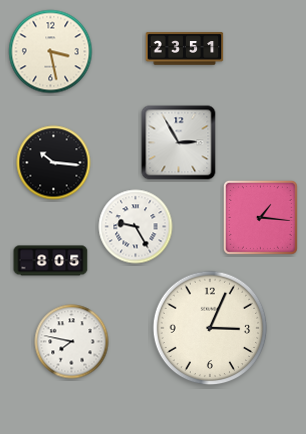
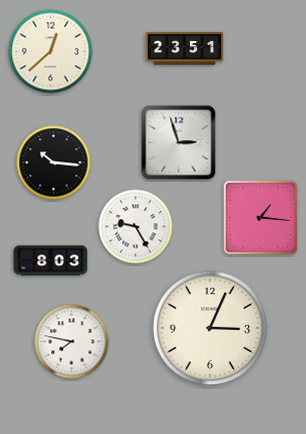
clock at (51, 52): 3:28 -> 12:38
clock at (179, 143): 2:55 -> 2:57
clock at (51, 261): 8:05 -> 8:03
